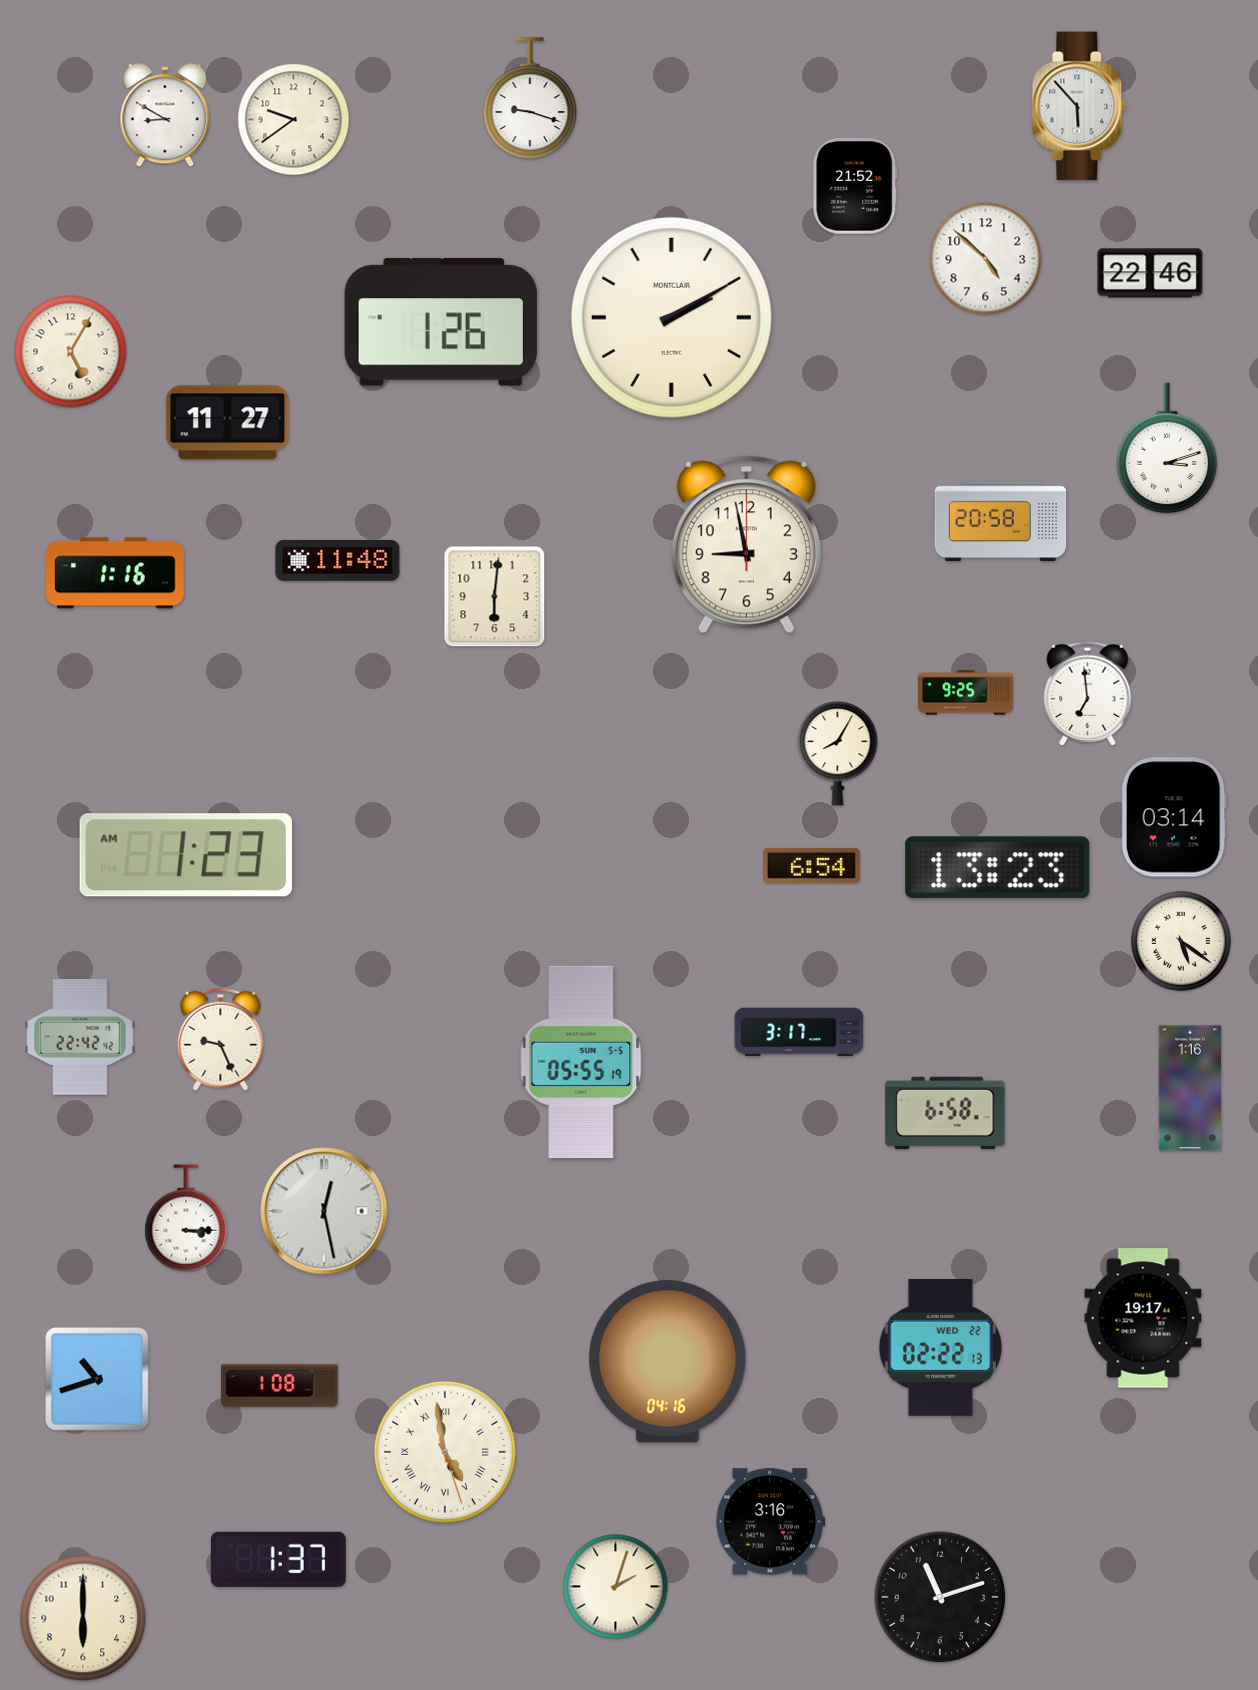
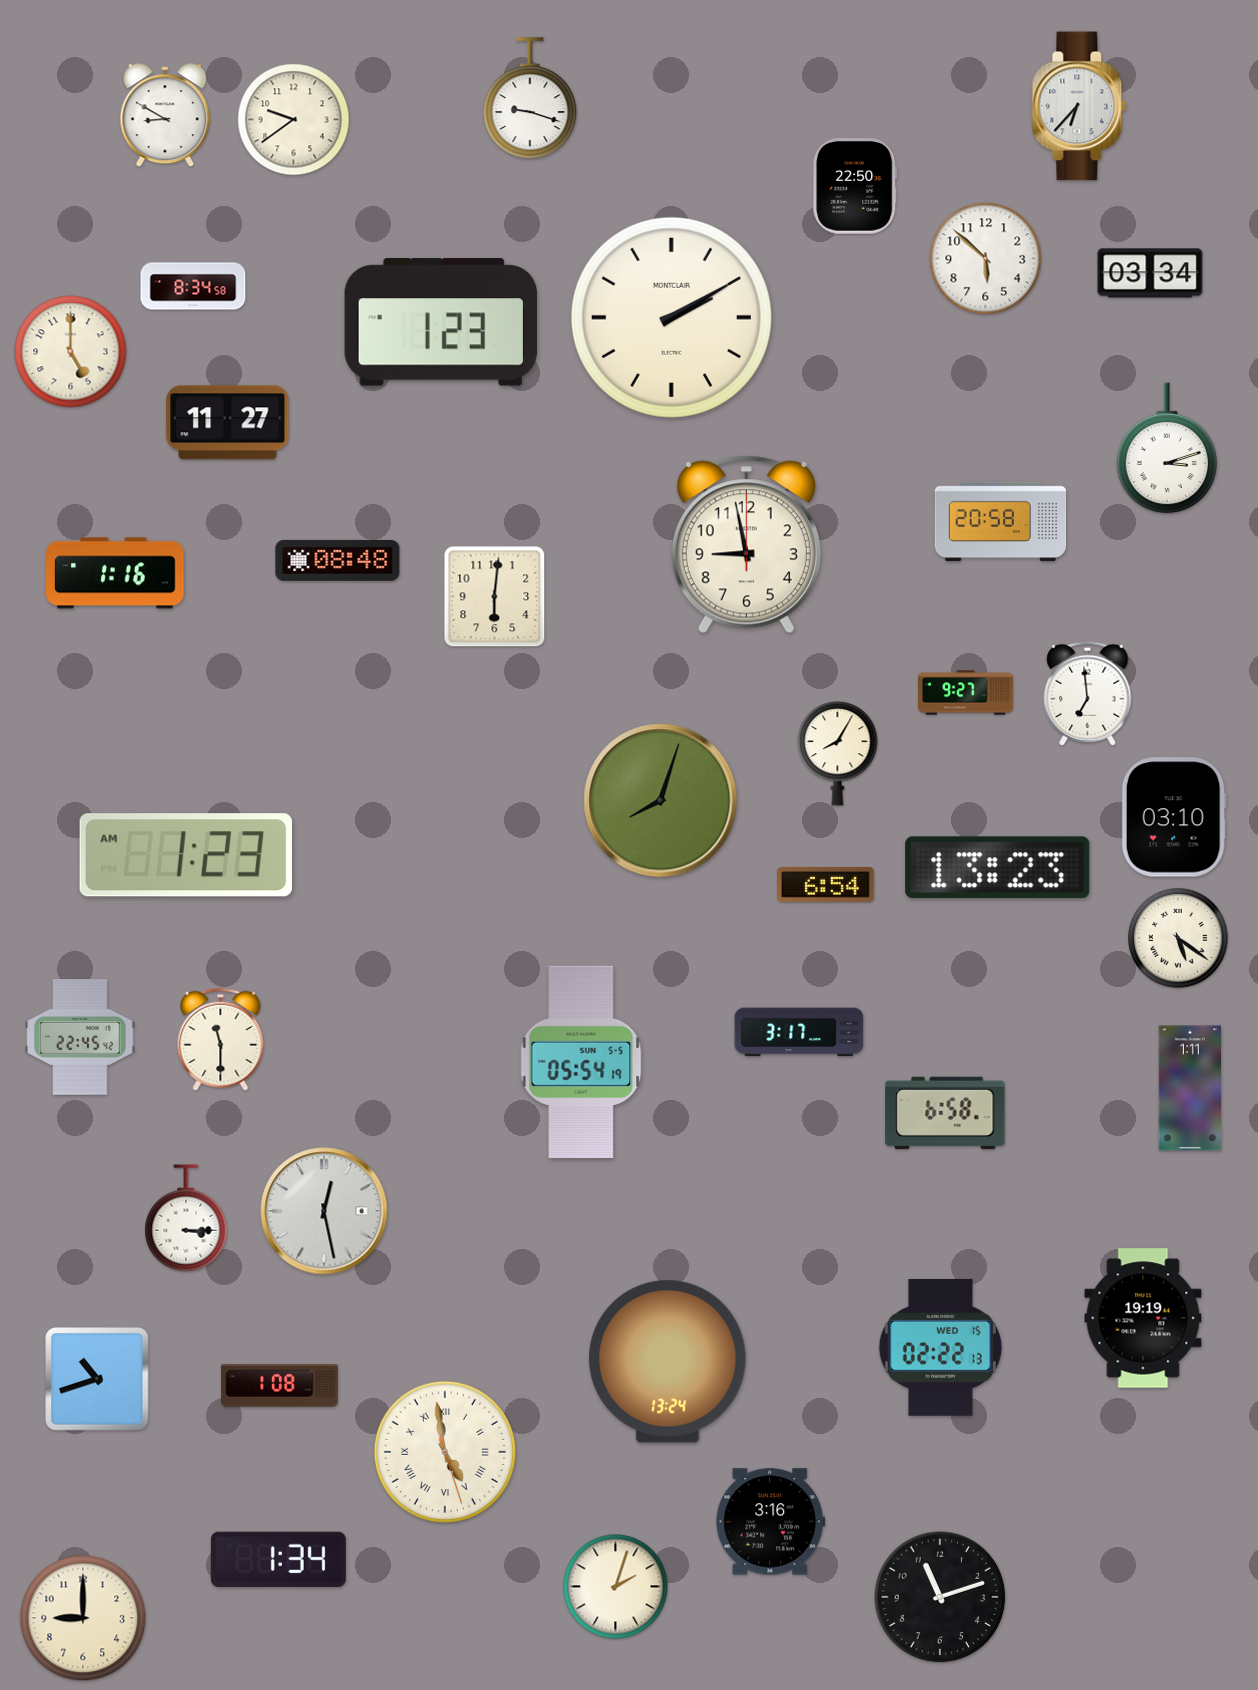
clock at (1079, 106): 5:53 -> 6:37
clock at (855, 187): 21:52 -> 22:50
clock at (986, 259): 4:52 -> 5:52
clock at (1150, 273): 22:46 -> 03:34
clock at (193, 286): none -> 8:34
clock at (441, 322): 1:26 -> 1:23
clock at (71, 352): 5:05 -> 5:00
clock at (338, 560): 11:48 -> 08:48
clock at (966, 693): 9:25 -> 9:27
clock at (661, 801): none -> 8:03
clock at (1174, 817): 03:14 -> 03:10
clock at (812, 866) position: (812, 866) -> (826, 885)
clock at (1181, 941) position: (1181, 941) -> (1178, 938)
clock at (80, 1038): 22:42 -> 22:45
clock at (221, 1039): 9:26 -> 11:30
clock at (581, 1062): 05:55 -> 05:54
clock at (1190, 1088): 1:16 -> 1:11
clock at (1143, 1318): 19:17 -> 19:19
clock at (940, 1347) date: WED 22 -> WED 15
clock at (668, 1362): 04:16 -> 13:24
clock at (278, 1559): 1:37 -> 1:34
clock at (83, 1618): 6:00 -> 9:00
